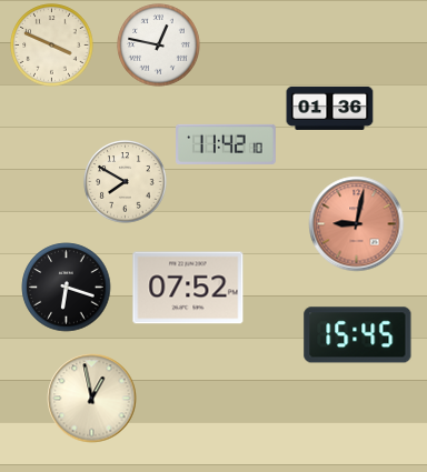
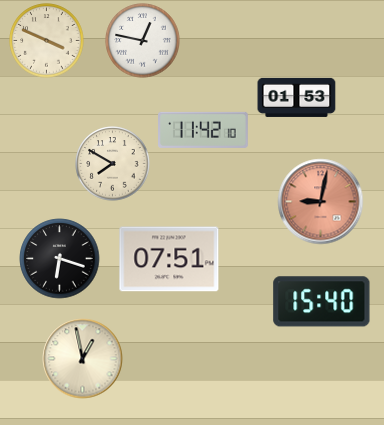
clock at (330, 108): 01:36 -> 01:53
clock at (188, 288): 07:52 -> 07:51
clock at (358, 335): 15:45 -> 15:40
